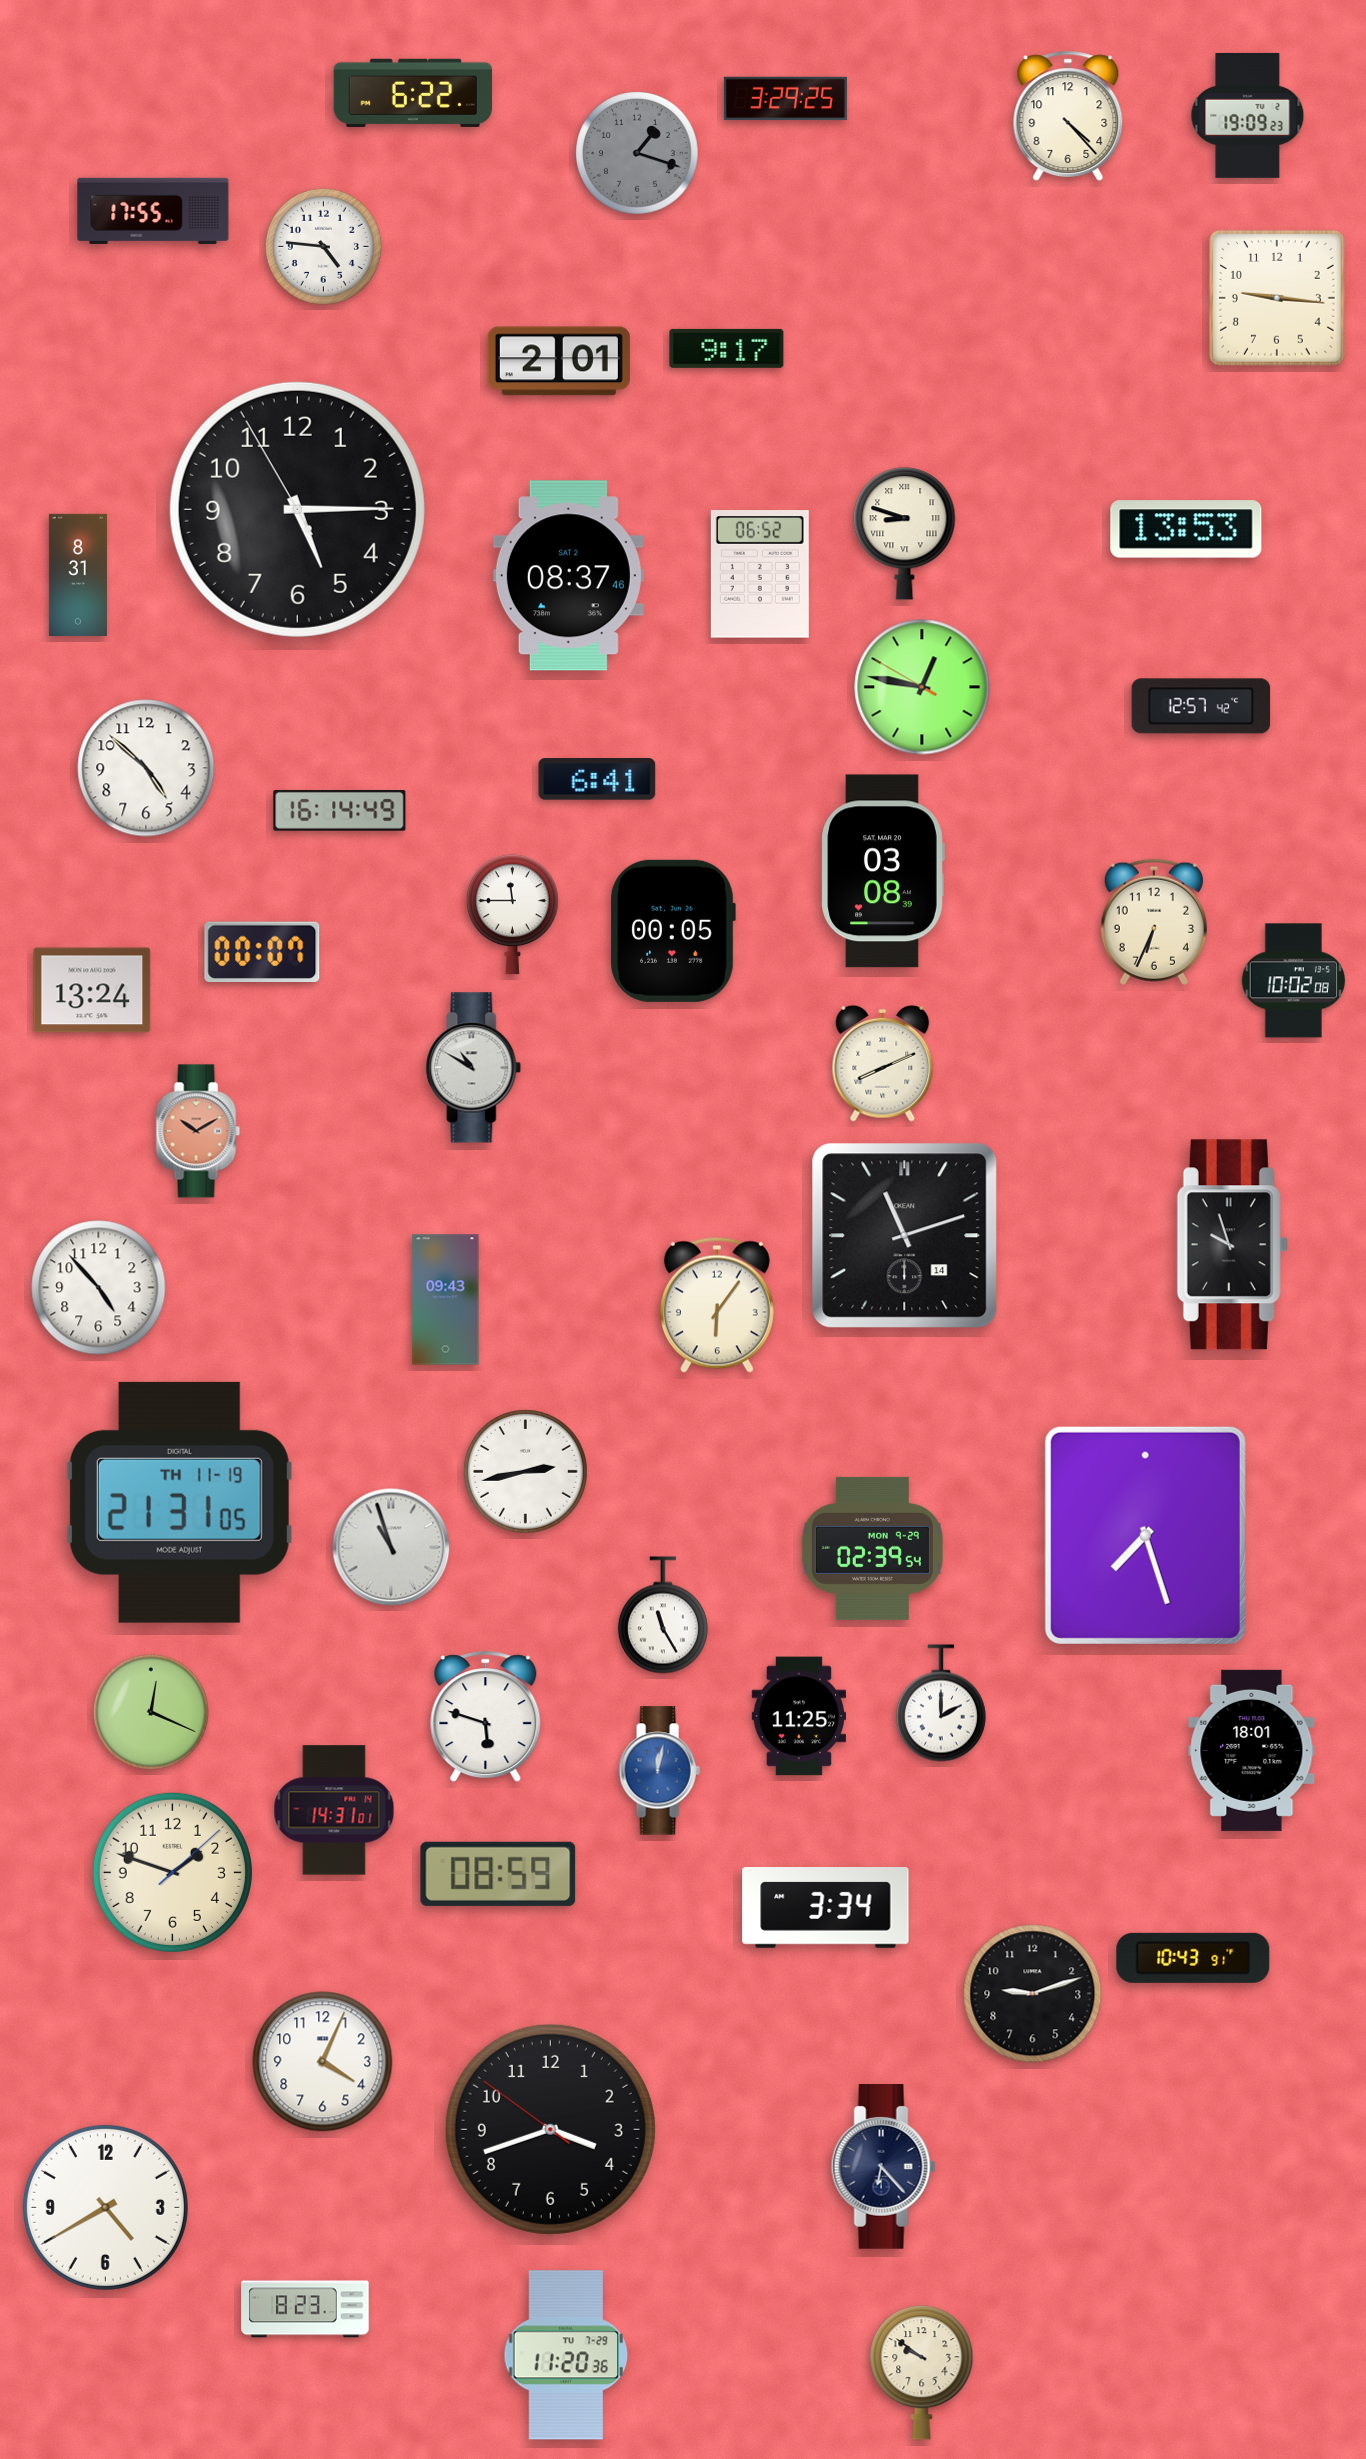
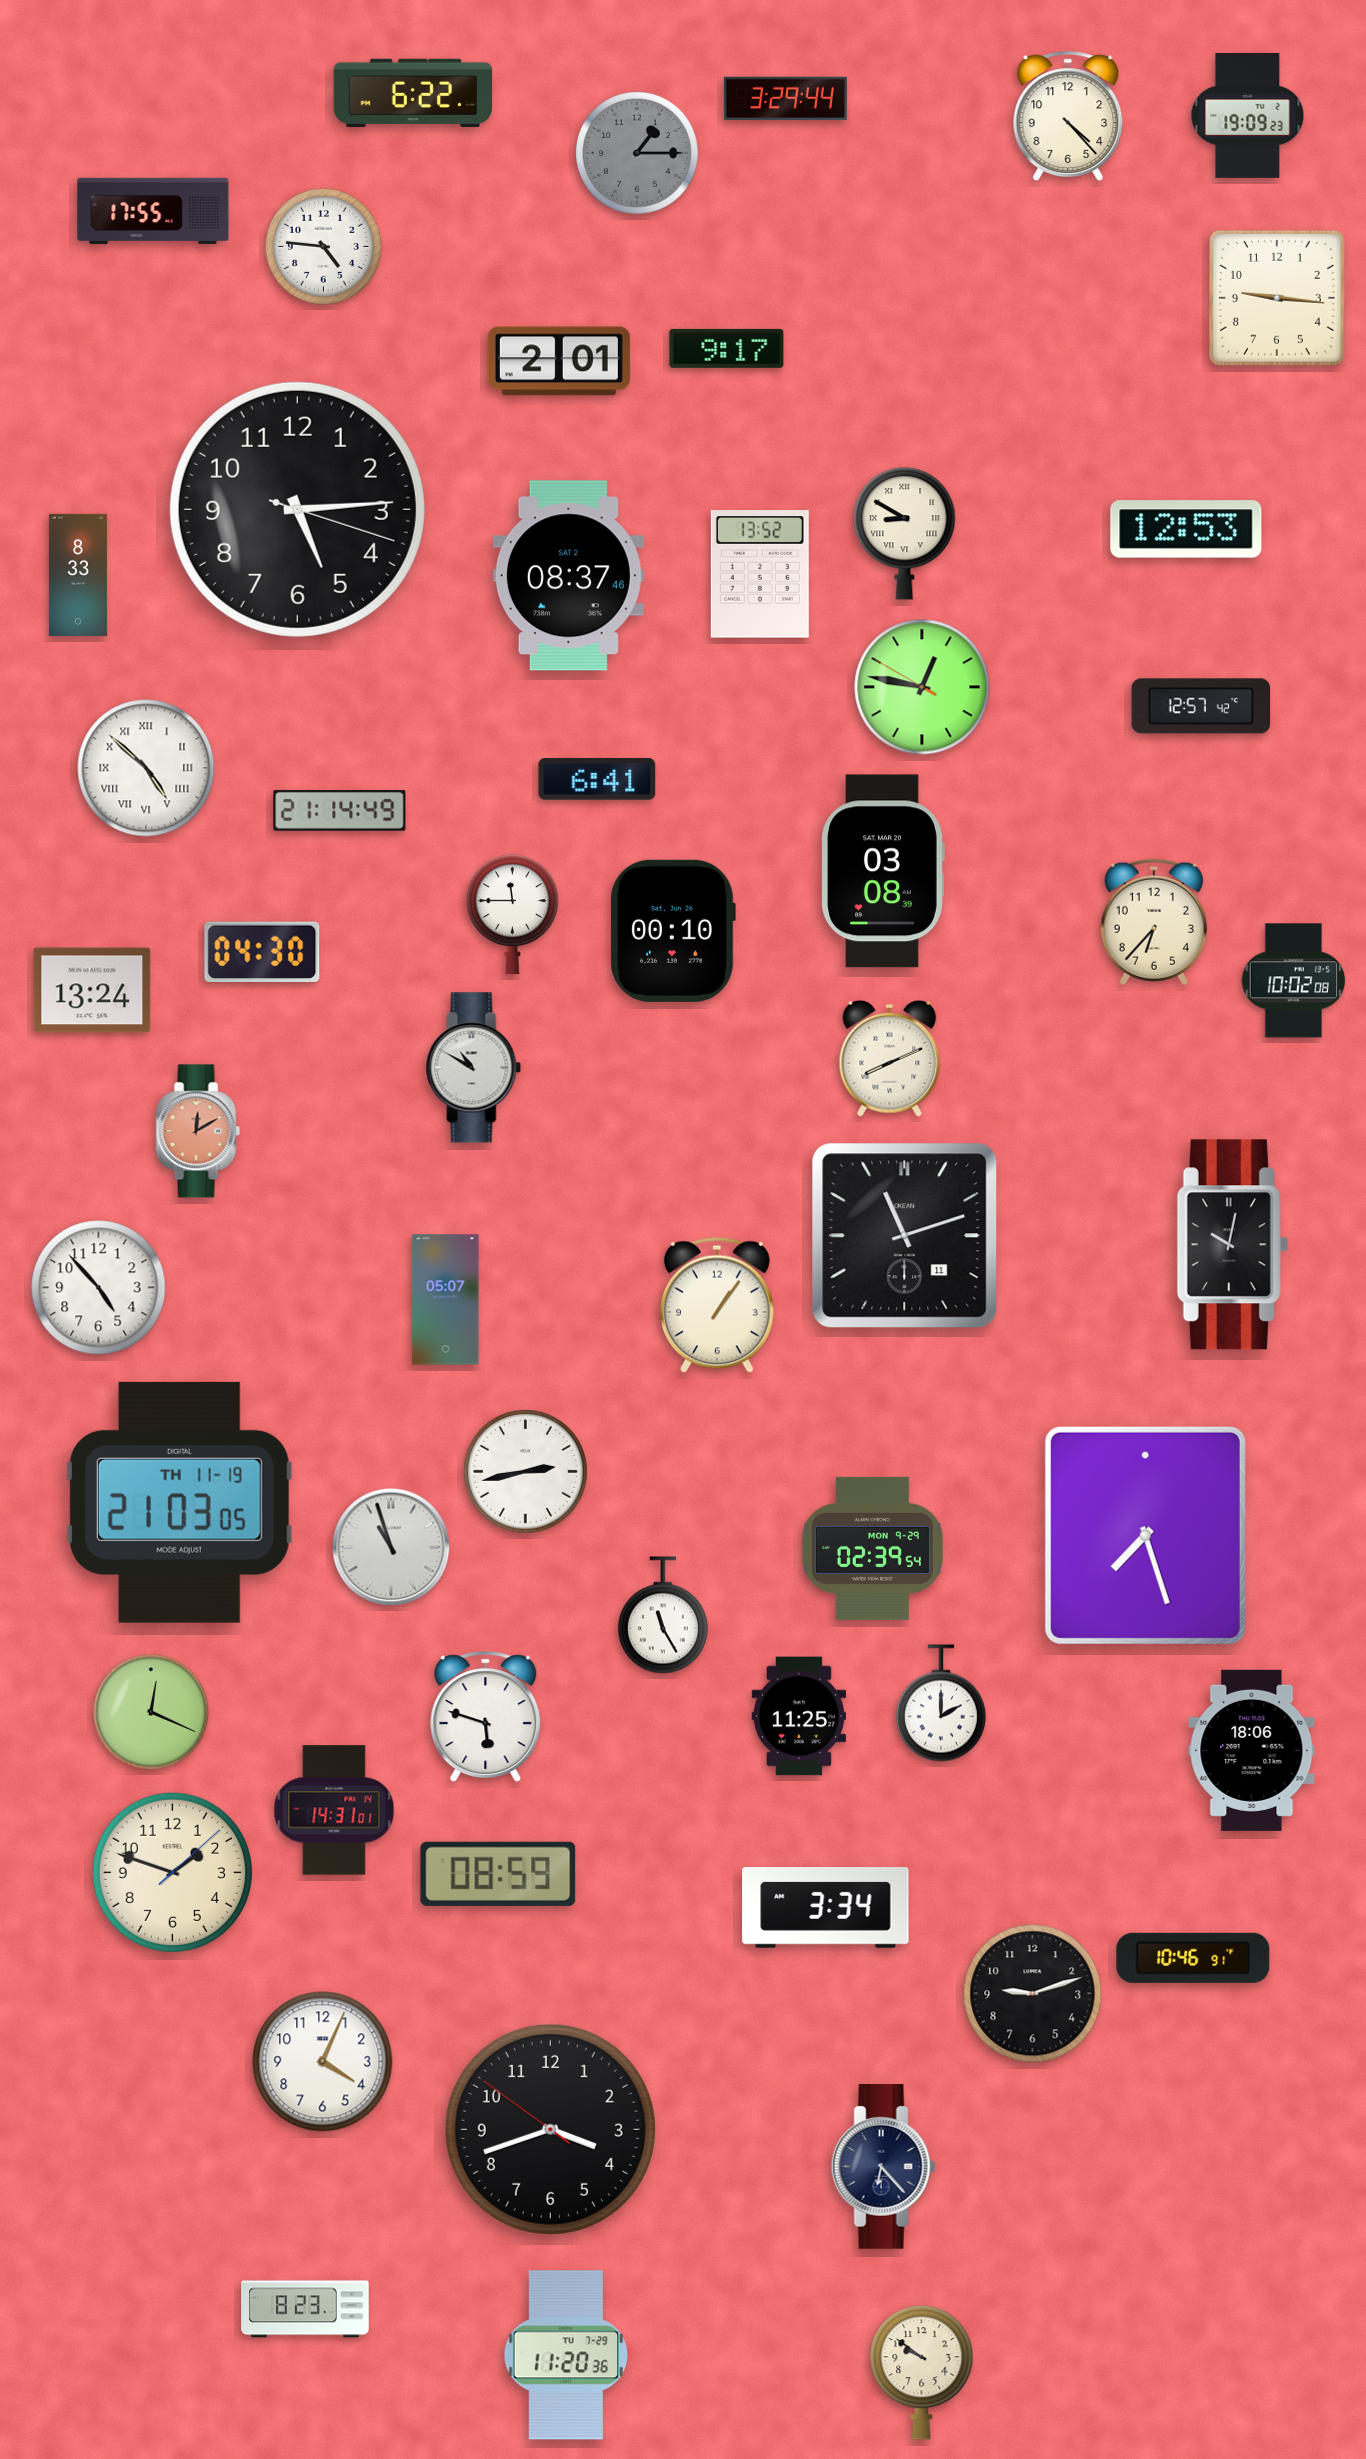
clock at (785, 99): 3:29:25 -> 3:29:44
clock at (638, 154): 1:18 -> 1:15
clock at (297, 509): 5:14:55 -> 5:14:18
clock at (1186, 529): 13:53 -> 12:53
clock at (905, 534): 8:48 -> 8:50
clock at (760, 574): 06:52 -> 13:52
clock at (78, 575): 8:31 -> 8:33
clock at (146, 768) numerals: Arabic -> Roman
clock at (340, 811): 16:14 -> 21:14
clock at (1154, 922): 6:34 -> 6:37
clock at (673, 931): 00:05 -> 00:10
clock at (262, 951): 00:07 -> 04:30
clock at (883, 1063) position: (883, 1063) -> (890, 1058)
clock at (198, 1131): 10:10 -> 12:10
clock at (905, 1236) date: 14 -> 11
clock at (1232, 1245): 9:57 -> 10:02
clock at (446, 1300): 09:43 -> 05:07
clock at (717, 1305): 6:06 -> 1:06
clock at (179, 1502): 21:31 -> 21:03
clock at (1252, 1750): 18:01 -> 18:06
clock at (659, 1771): 12:02 -> none
clock at (1193, 1958): 10:43 -> 10:46
clock at (105, 2207): 4:40 -> none
